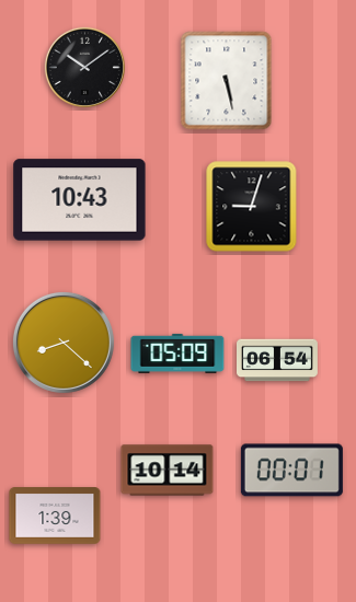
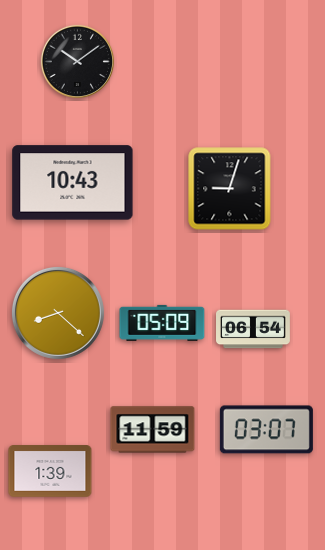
clock at (227, 81): 5:28 -> none
clock at (168, 471): 10:14 -> 11:59
clock at (291, 471): 00:01 -> 03:07
